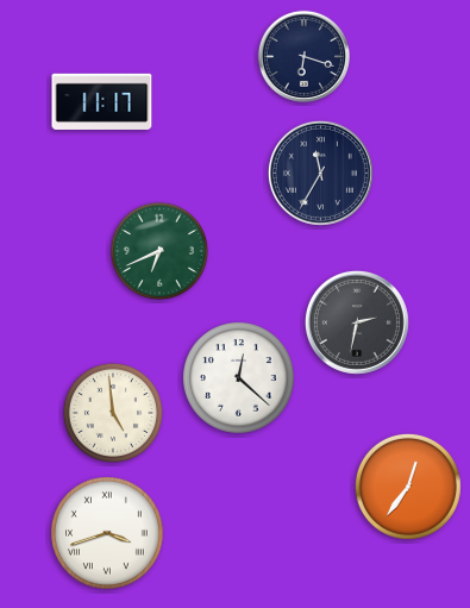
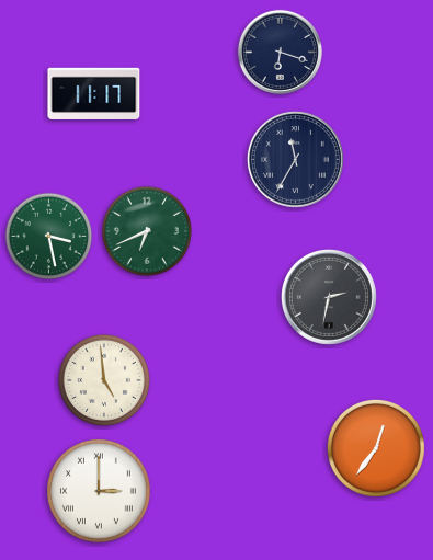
clock at (49, 237): none -> 3:28
clock at (239, 378): 12:22 -> none
clock at (107, 533): 3:42 -> 3:00
